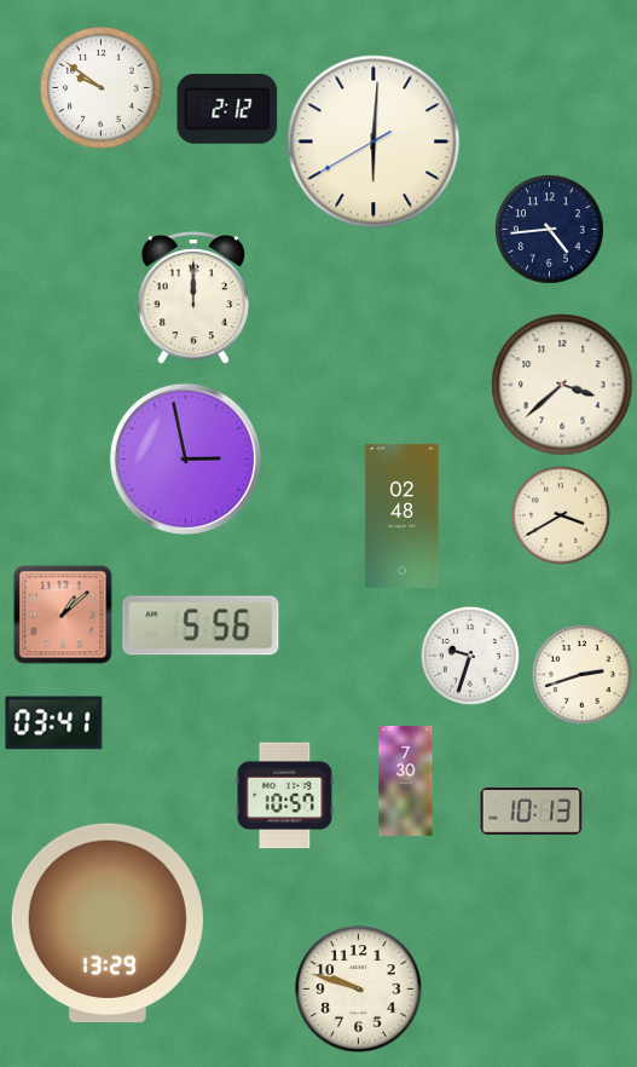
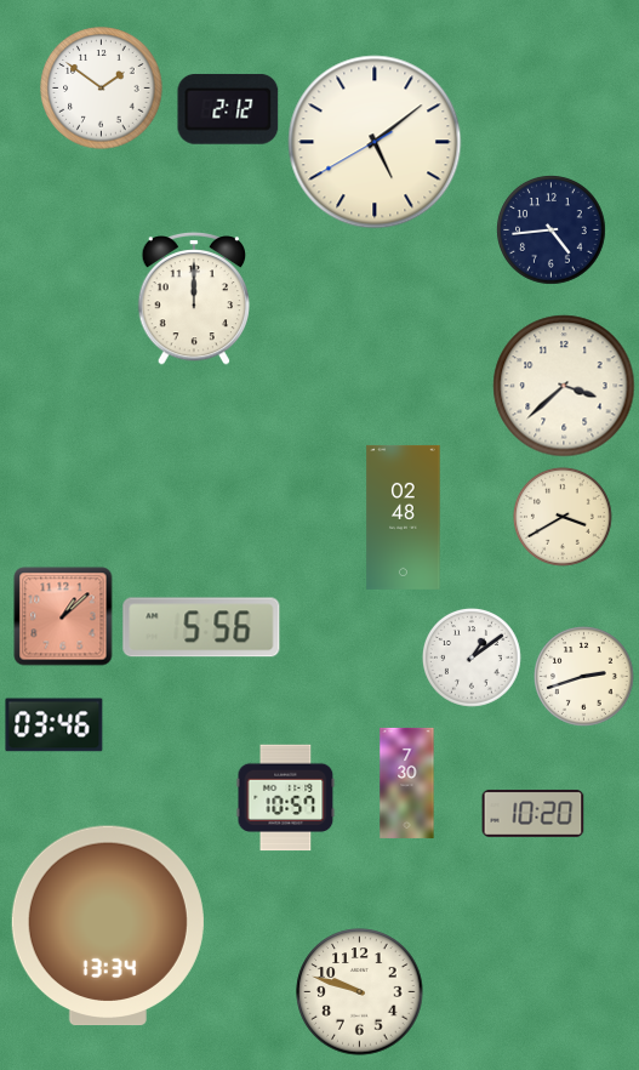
clock at (102, 88): 9:51 -> 1:51
clock at (373, 142): 6:00 -> 5:08
clock at (185, 458): 2:58 -> none
clock at (470, 656): 9:33 -> 1:09
clock at (54, 723): 03:41 -> 03:46
clock at (532, 811): 10:13 -> 10:20
clock at (108, 923): 13:29 -> 13:34
